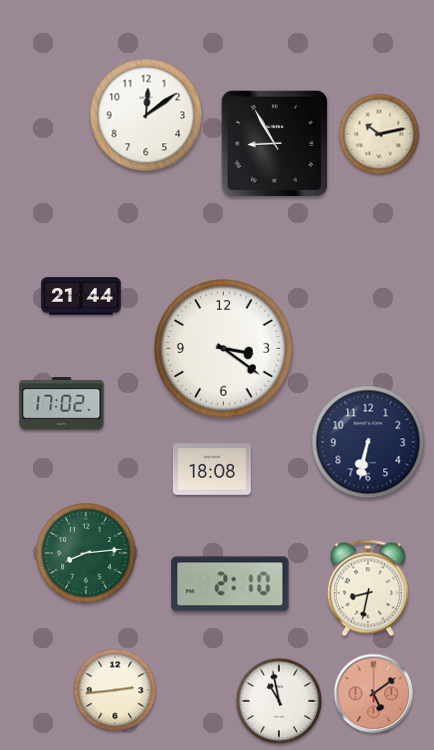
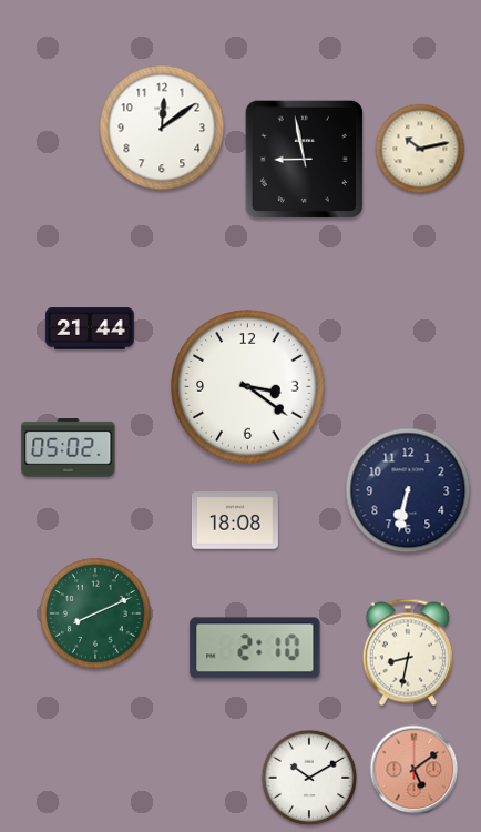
clock at (274, 143): 8:55 -> 8:58
clock at (62, 404): 17:02 -> 05:02
clock at (86, 553): 8:14 -> 8:11
clock at (115, 690): 2:44 -> none
clock at (279, 701): 10:58 -> 10:10
